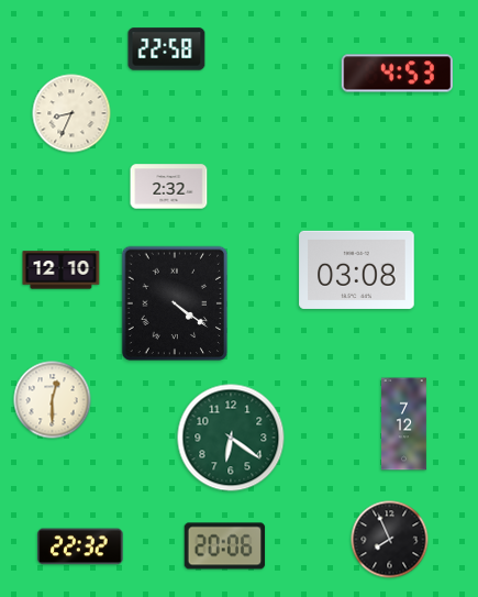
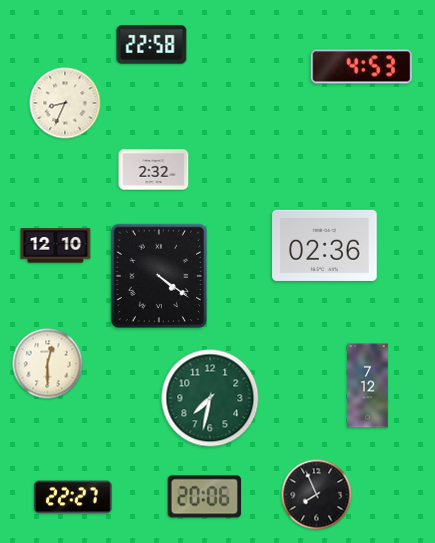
clock at (357, 269): 03:08 -> 02:36
clock at (231, 438): 6:21 -> 7:32
clock at (390, 540) position: (390, 540) -> (317, 495)
clock at (80, 546): 22:32 -> 22:27
